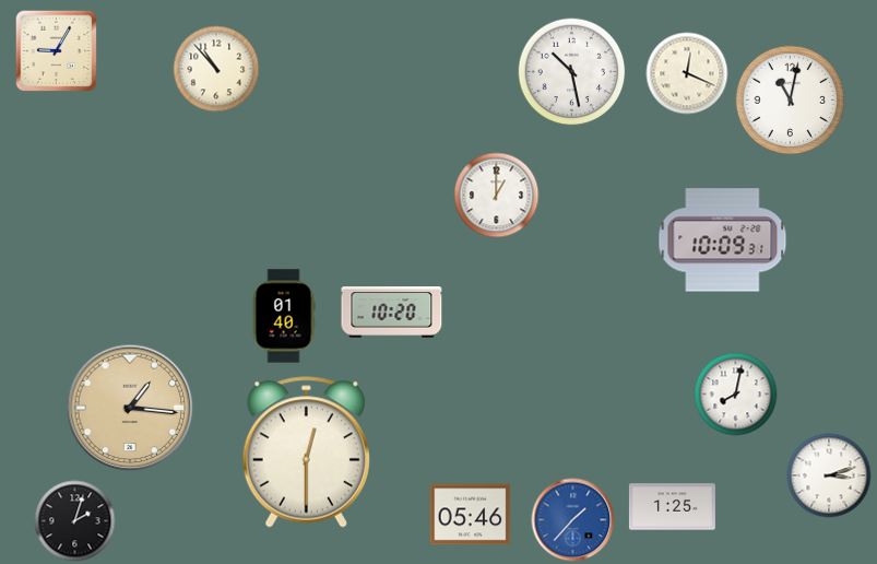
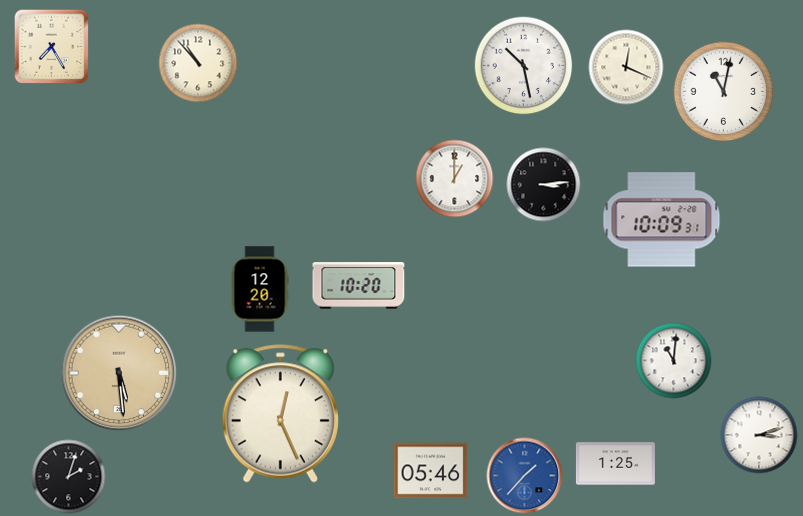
clock at (57, 51): 9:05 -> 7:25
clock at (687, 73) position: (687, 73) -> (626, 67)
clock at (544, 185): none -> 3:14
clock at (284, 316): 01:40 -> 12:20
clock at (736, 395): 8:02 -> 11:01
clock at (130, 408): 1:16 -> 5:29
clock at (306, 453): 12:30 -> 12:26
